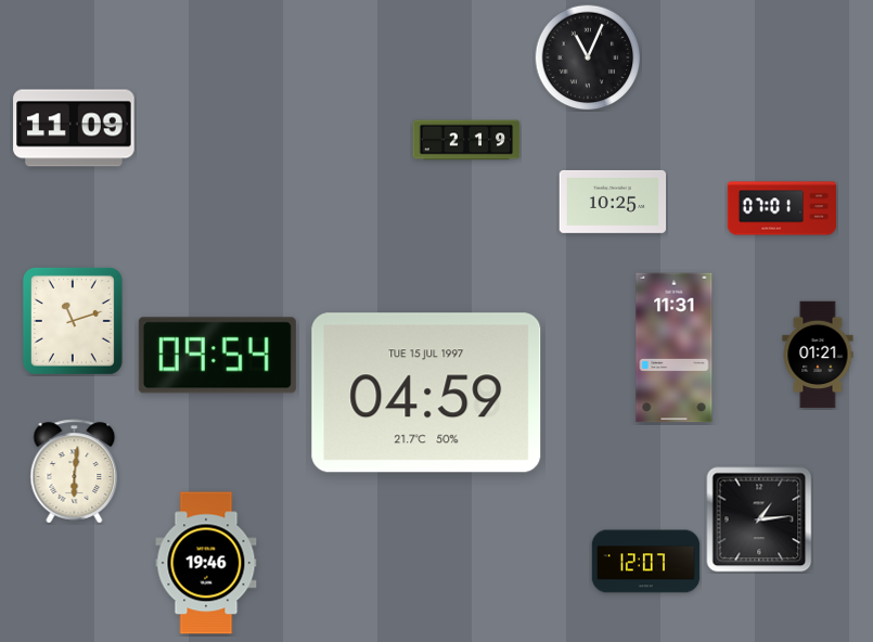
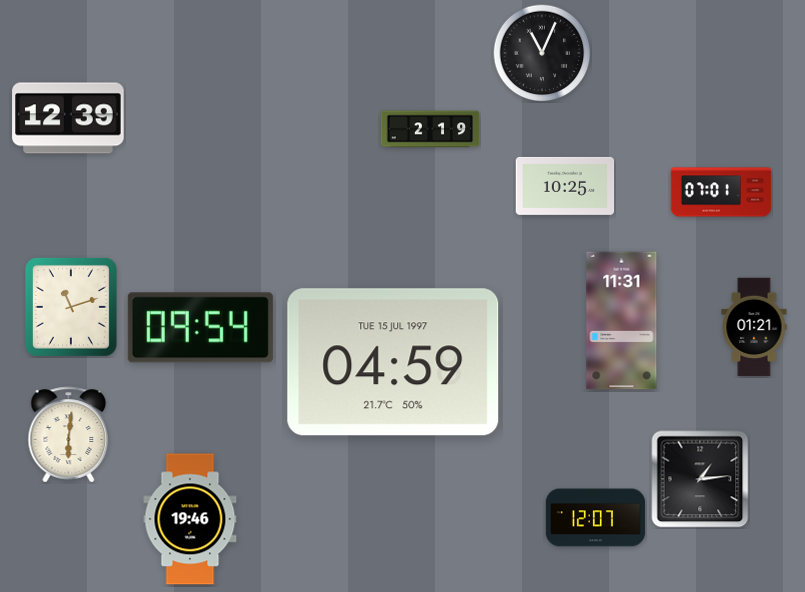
clock at (74, 128): 11:09 -> 12:39
clock at (73, 321) position: (73, 321) -> (71, 307)
